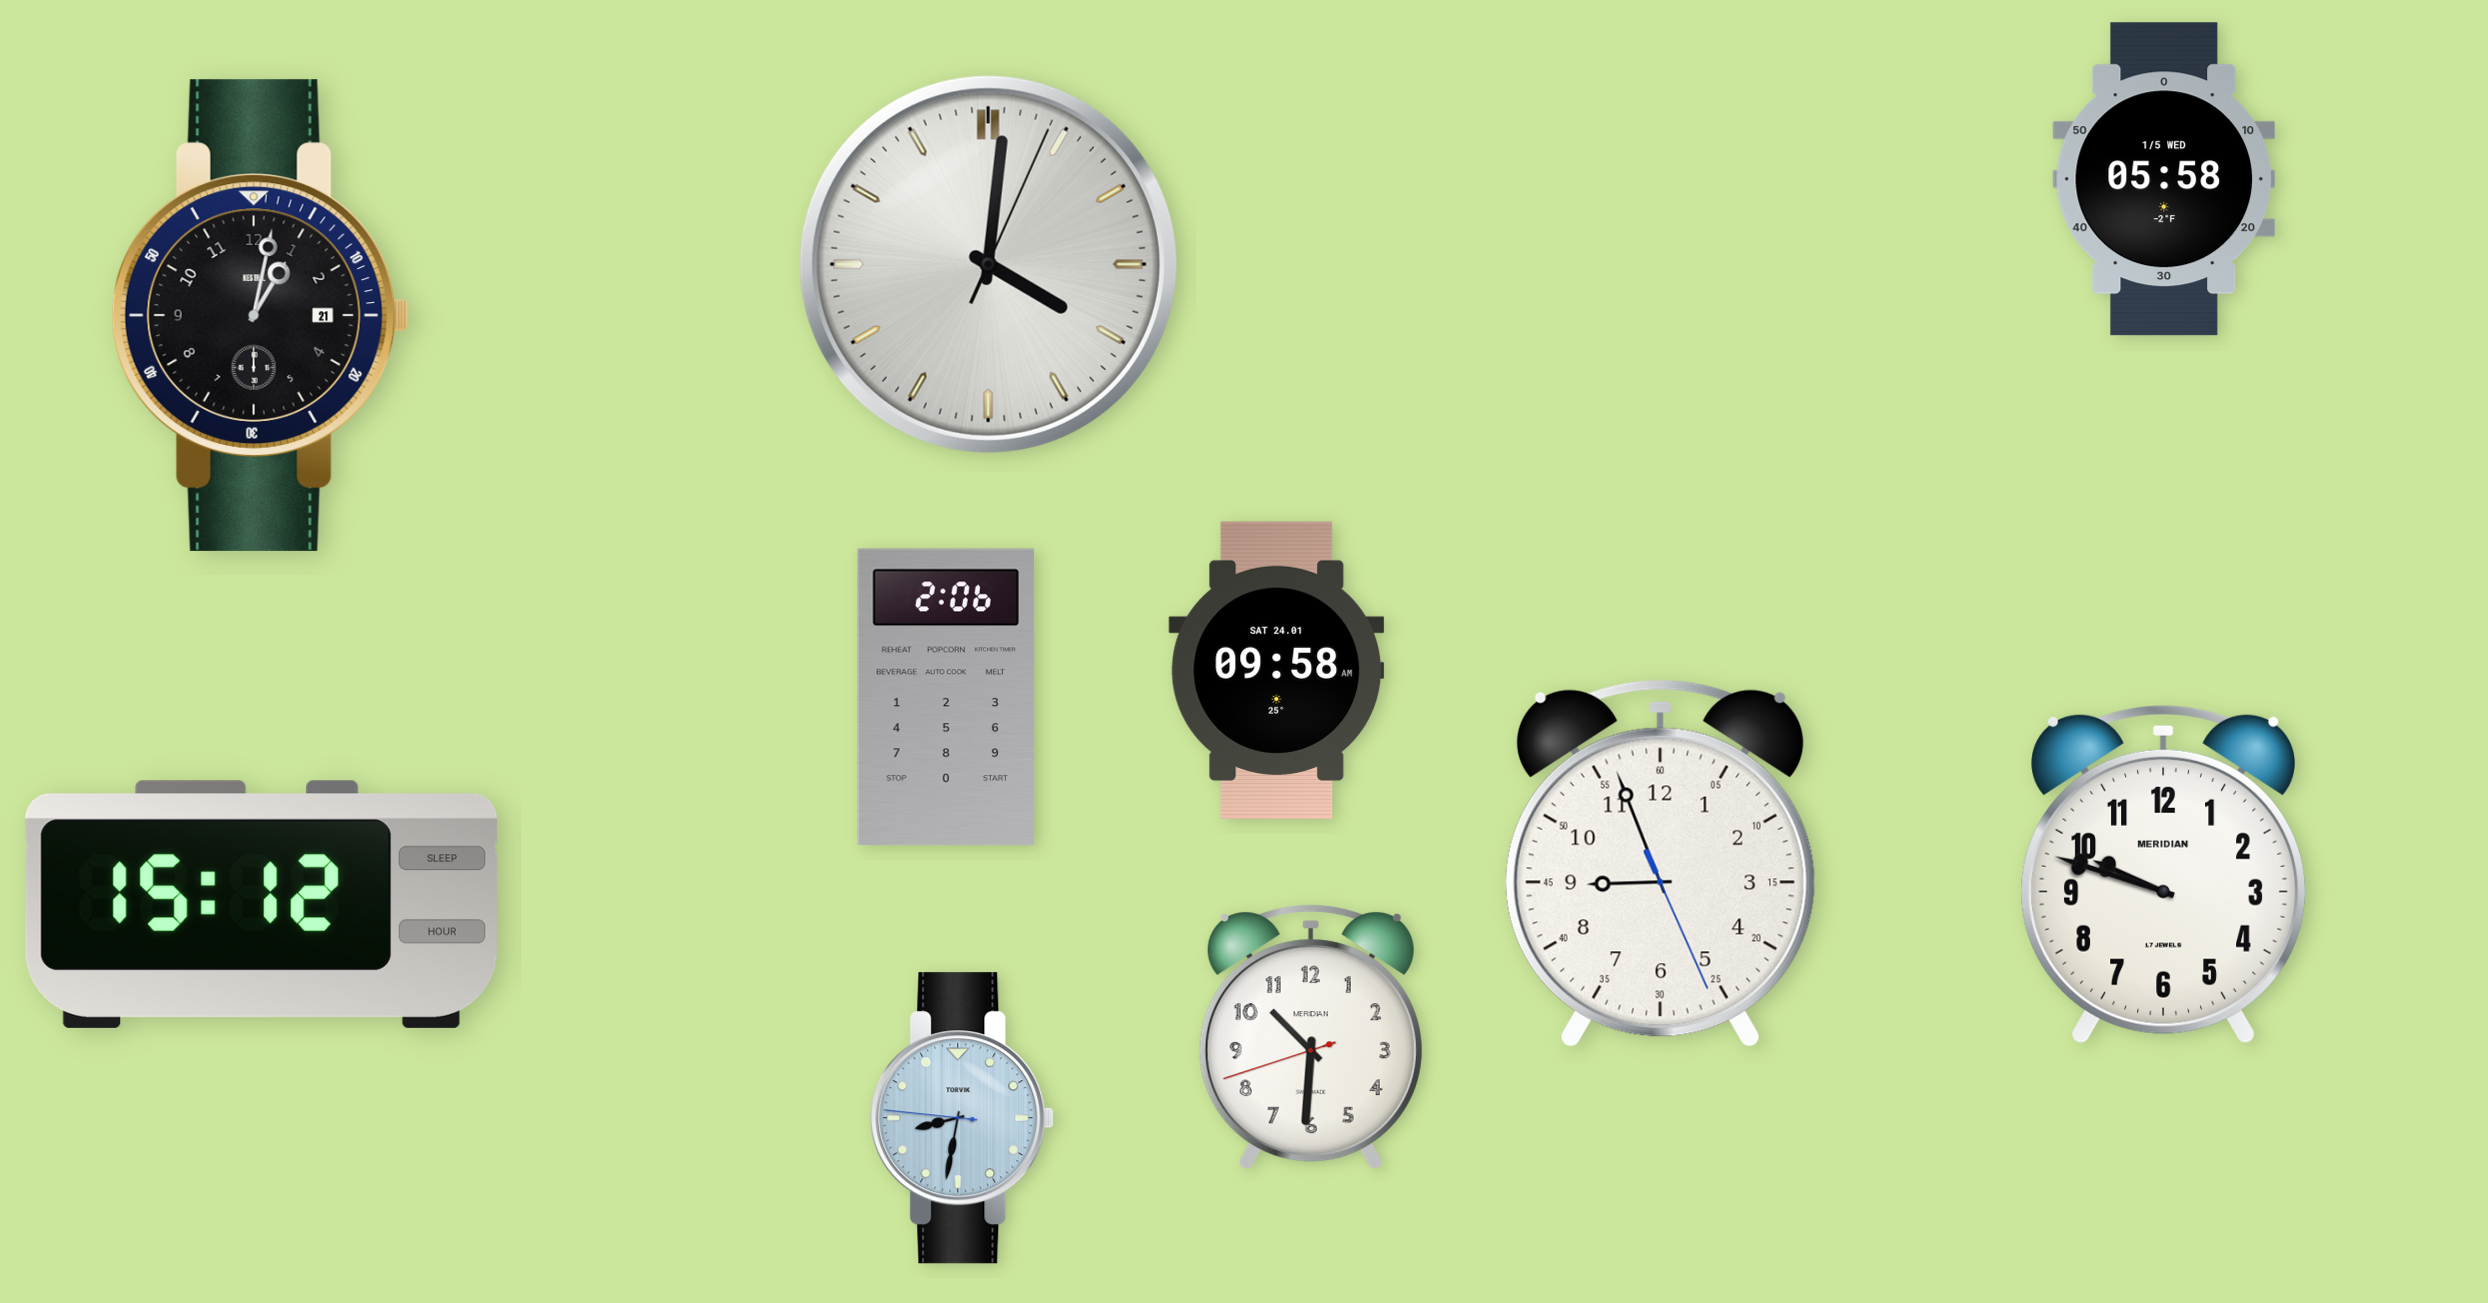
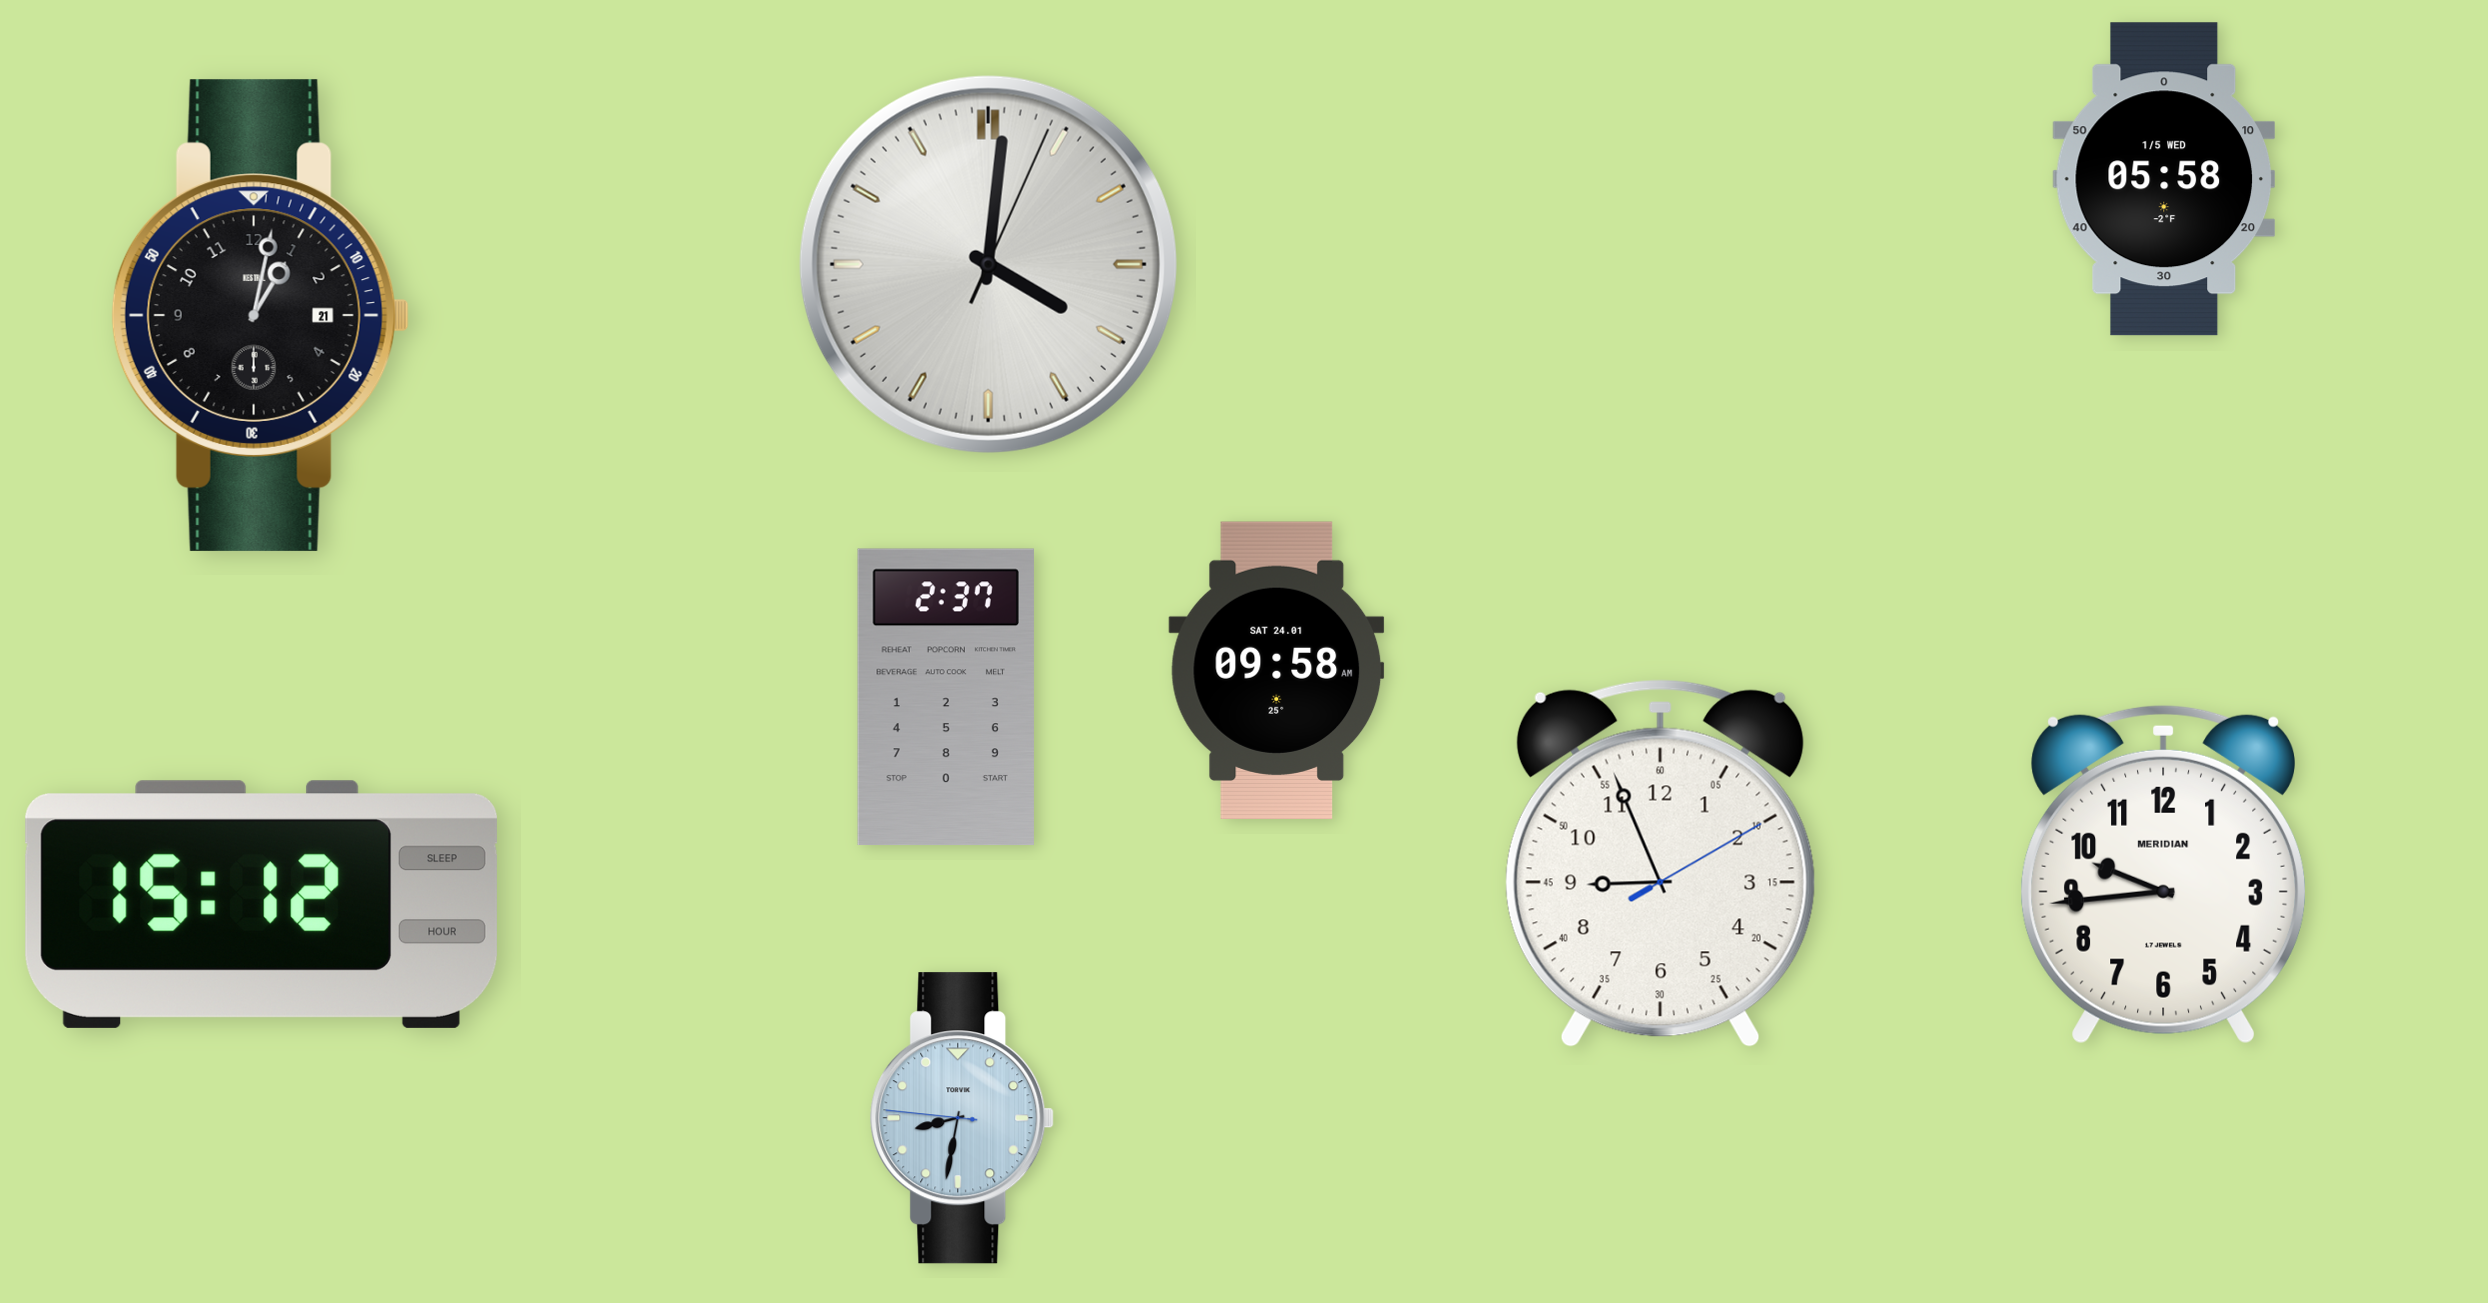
clock at (946, 697): 2:06 -> 2:37
clock at (1660, 863): 8:56:26 -> 8:56:10
clock at (2163, 874): 9:48 -> 9:44
clock at (1311, 1037): 10:30 -> none
